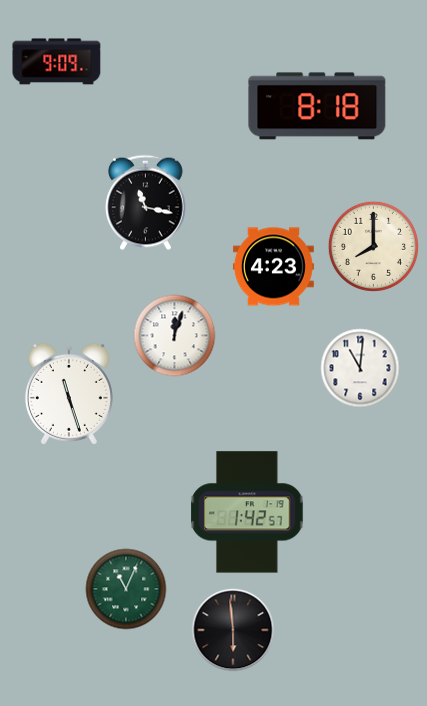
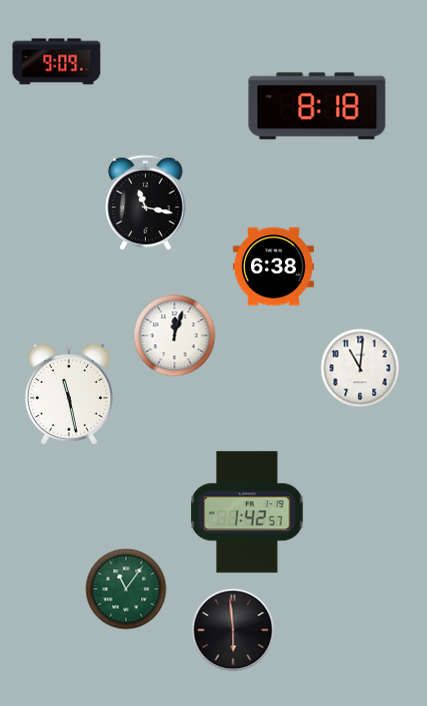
clock at (373, 246): 8:00 -> none
clock at (273, 267): 4:23 -> 6:38
clock at (69, 394): 11:27 -> 11:28
clock at (126, 589): 11:04 -> 11:06
